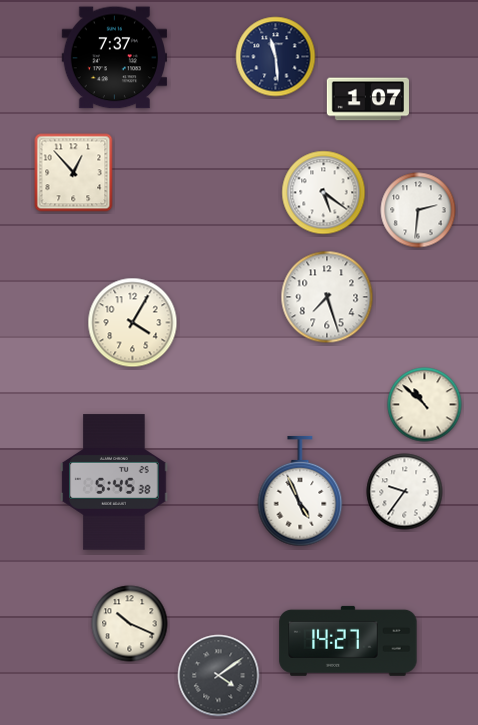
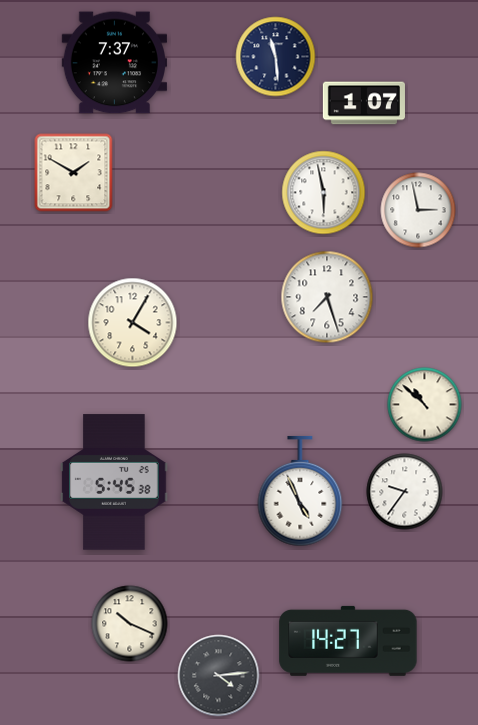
clock at (114, 58) position: (114, 58) -> (114, 63)
clock at (368, 99) position: (368, 99) -> (364, 103)
clock at (74, 173): 12:53 -> 1:50
clock at (324, 193): 5:21 -> 5:58
clock at (418, 210): 2:31 -> 2:58
clock at (219, 676): 4:09 -> 4:14
